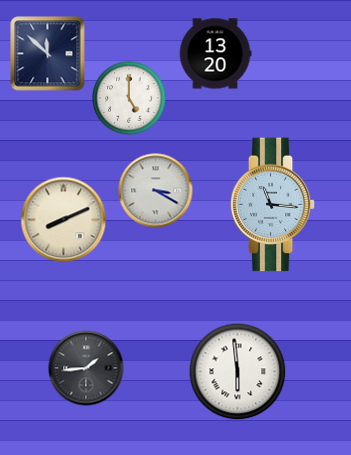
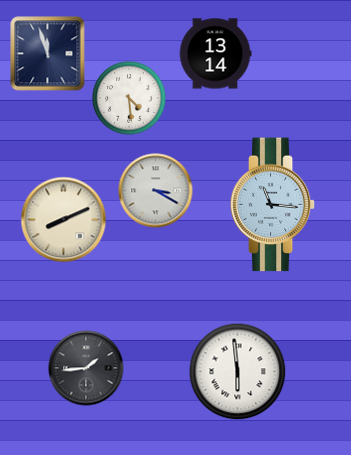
clock at (48, 54): 11:52 -> 11:57
clock at (215, 54): 13:20 -> 13:14
clock at (129, 98): 5:00 -> 4:29
